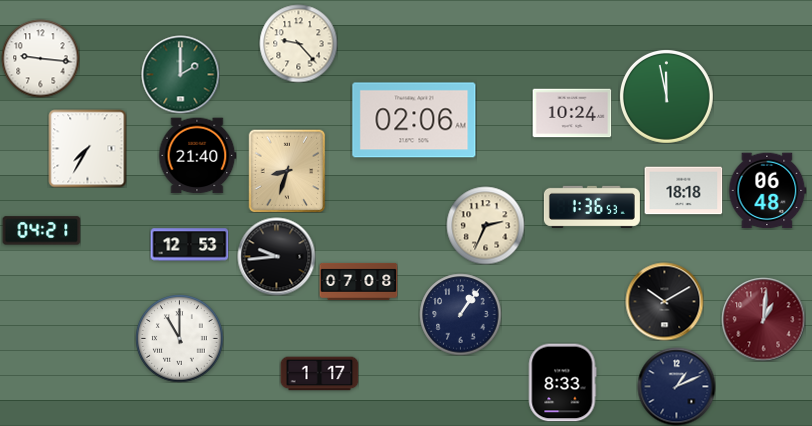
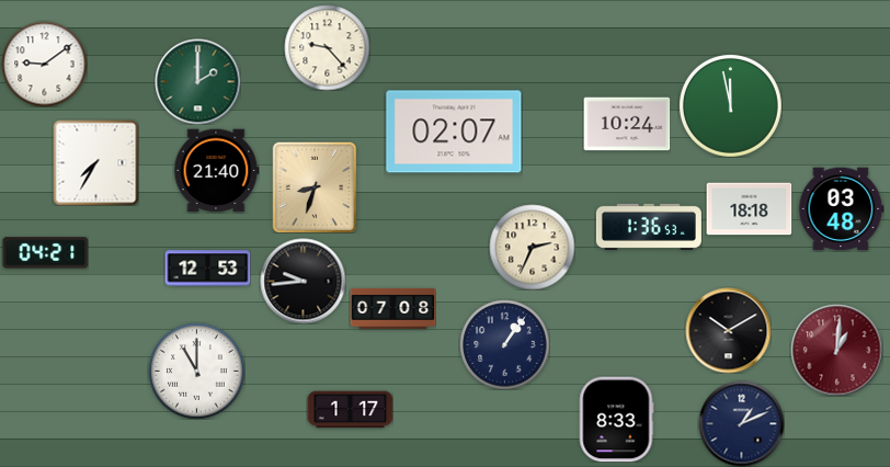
clock at (40, 58): 9:16 -> 9:09
clock at (414, 120): 02:06 -> 02:07
clock at (767, 191): 06:48 -> 03:48
